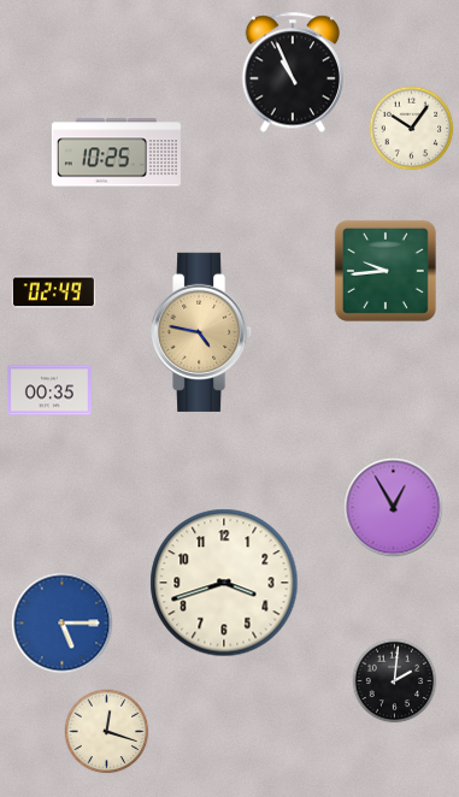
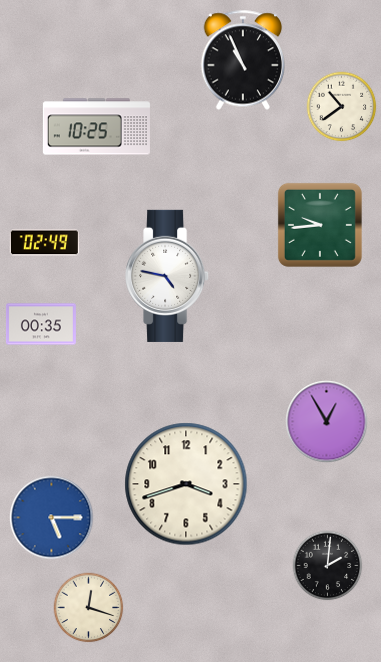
clock at (412, 129): 10:06 -> 10:39
clock at (202, 332) dial: champagne -> white
